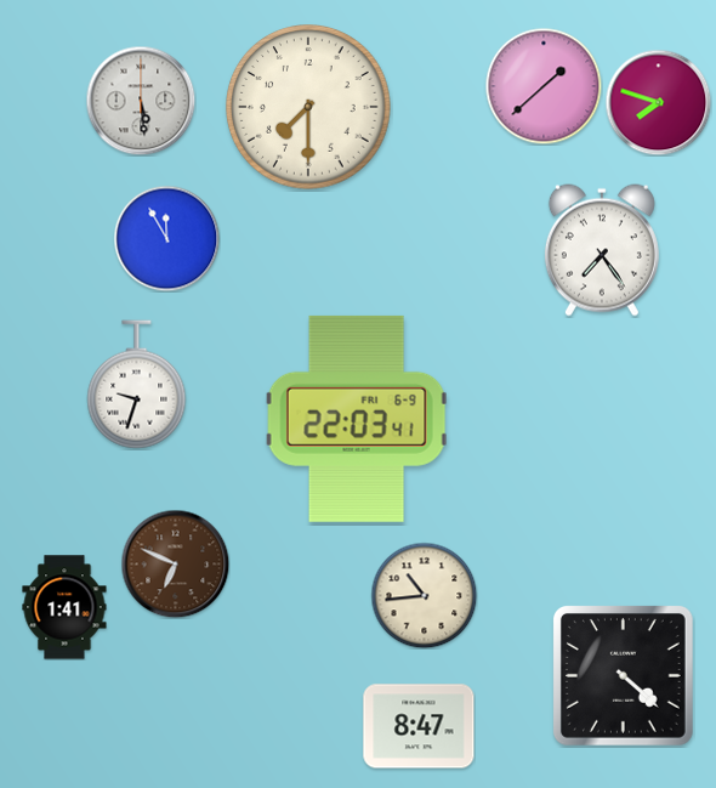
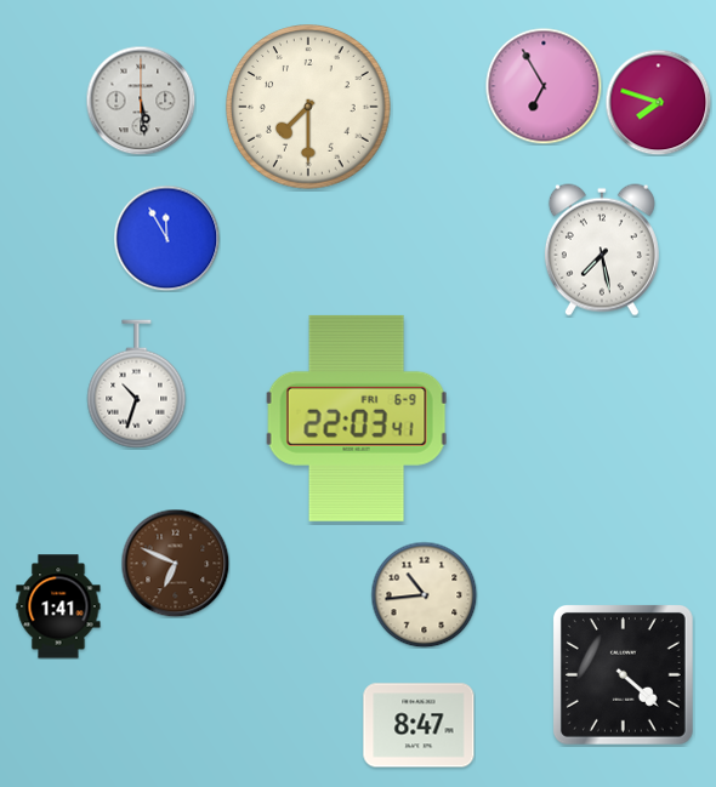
clock at (544, 86): 1:38 -> 6:55
clock at (602, 250): 7:24 -> 7:28
clock at (137, 385): 9:33 -> 10:33
clock at (64, 607) position: (64, 607) -> (58, 606)
